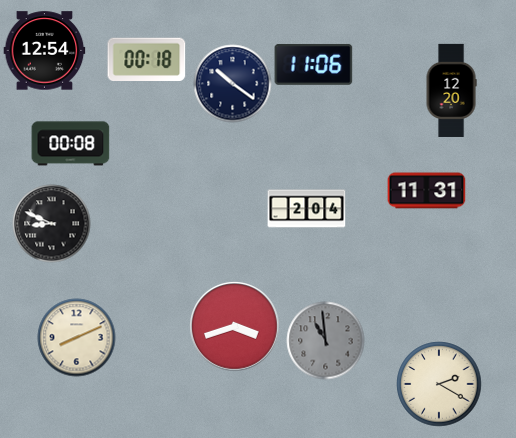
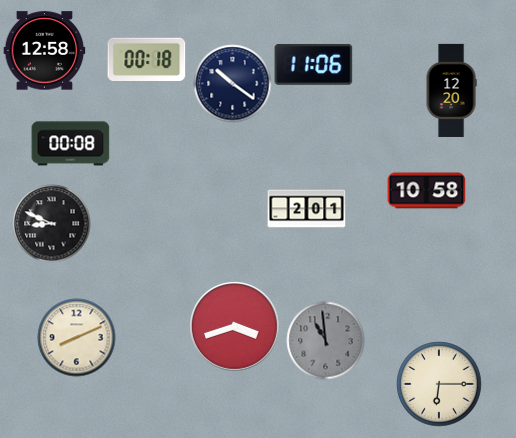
clock at (44, 51): 12:54 -> 12:58
clock at (426, 191): 11:31 -> 10:58
clock at (306, 209): 2:04 -> 2:01
clock at (439, 384): 2:20 -> 6:15
